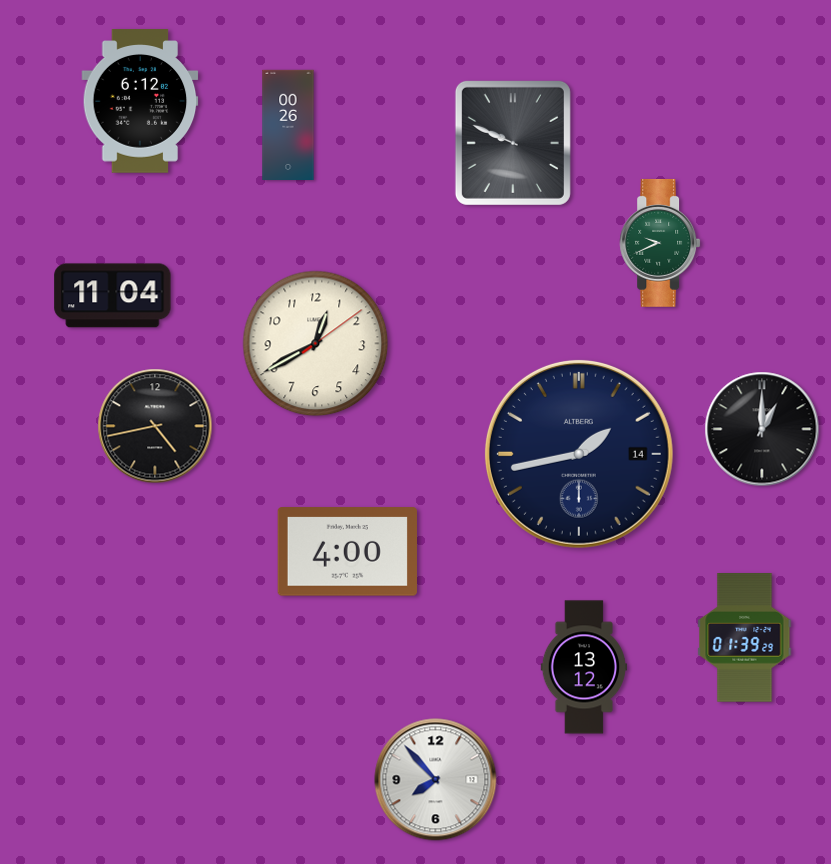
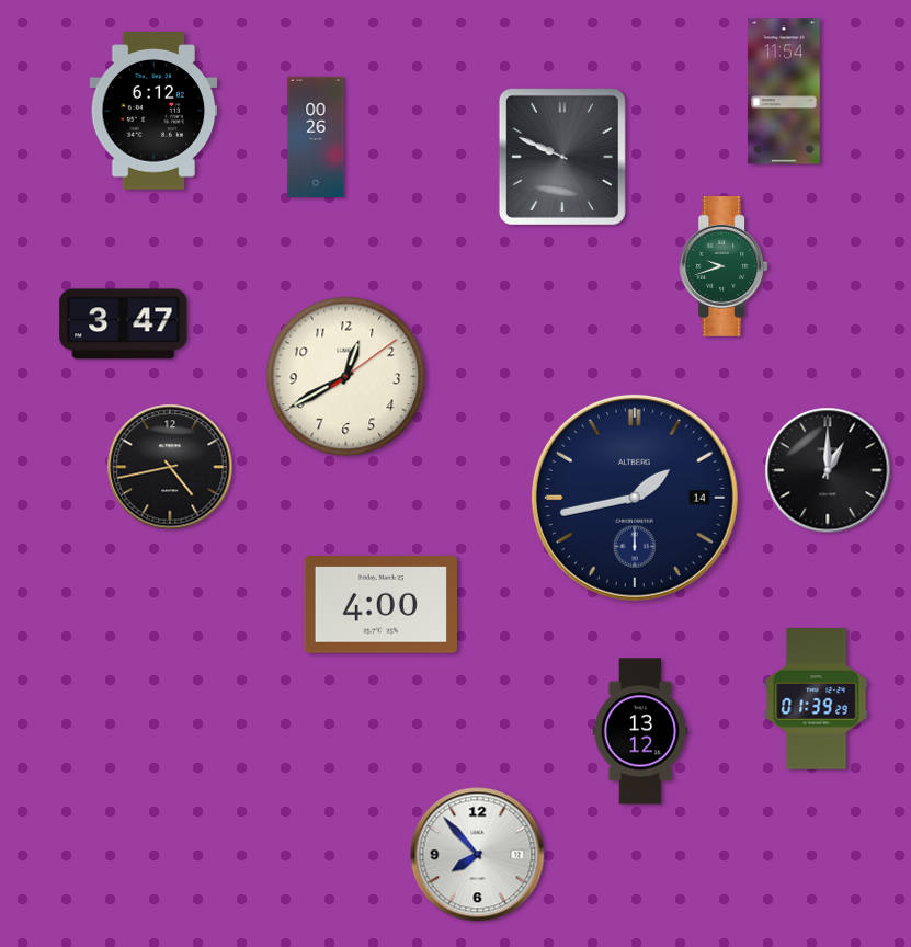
clock at (784, 91): none -> 11:54
clock at (660, 243): 9:41 -> 9:42
clock at (113, 296): 11:04 -> 3:47
clock at (762, 429) position: (762, 429) -> (828, 470)
